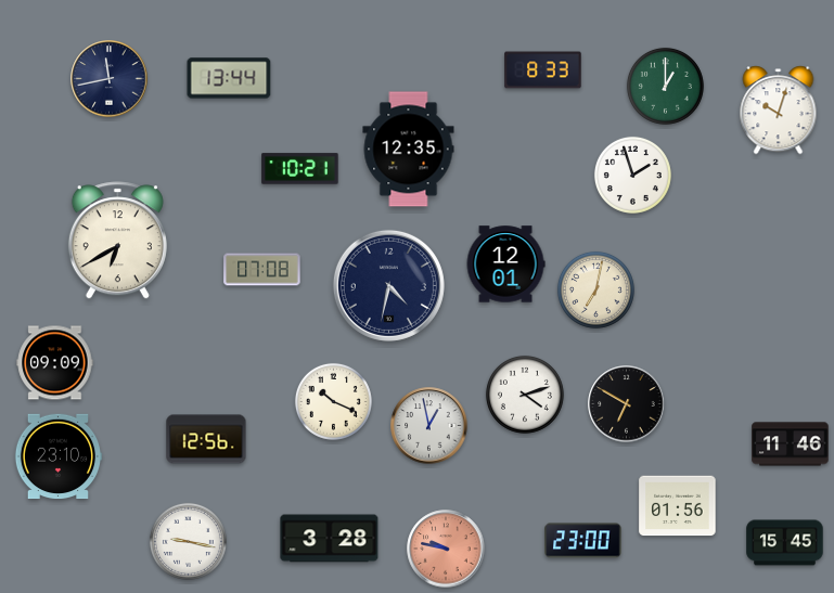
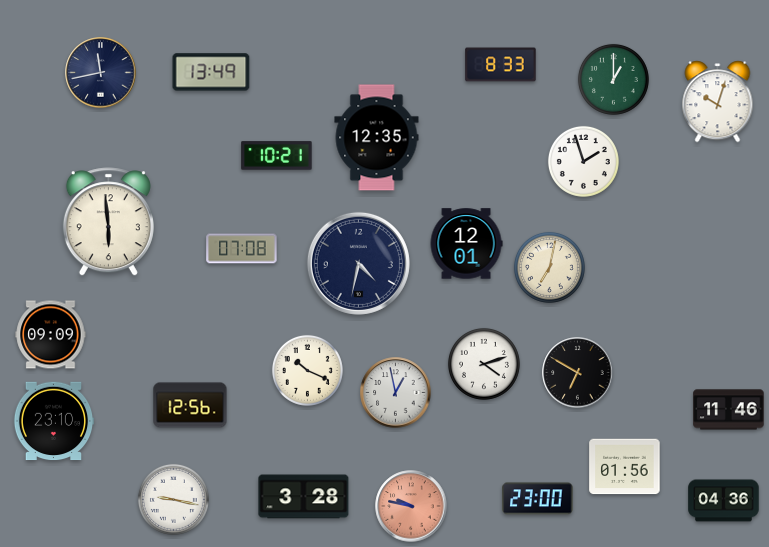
clock at (229, 78): 13:44 -> 13:49
clock at (117, 241): 6:40 -> 5:59
clock at (785, 543): 15:45 -> 04:36
